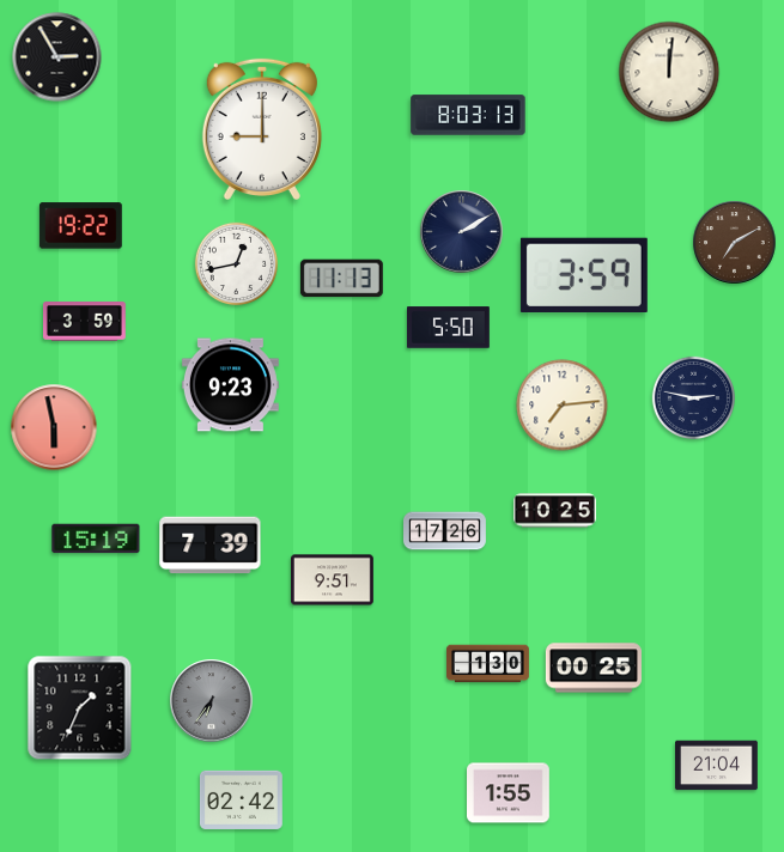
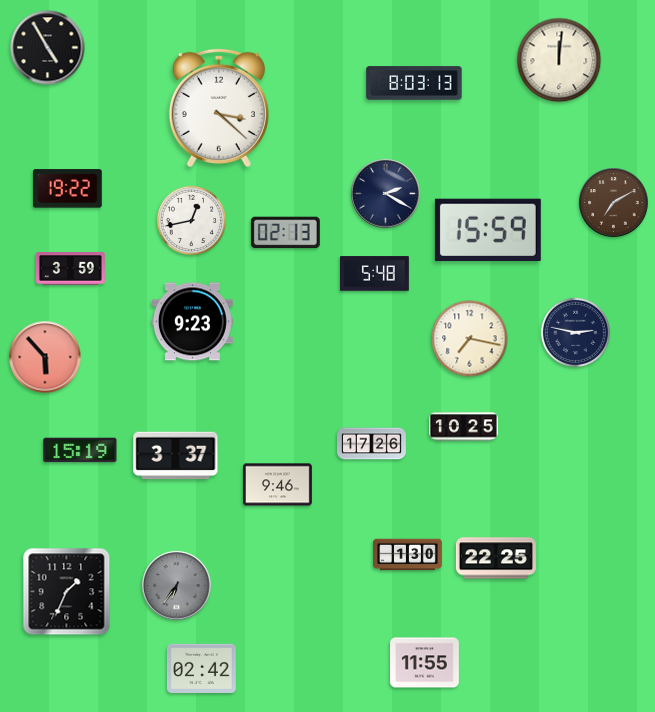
clock at (57, 57): 2:55 -> 4:55
clock at (468, 115) position: (468, 115) -> (414, 83)
clock at (262, 128): 9:00 -> 3:22
clock at (462, 232): 2:10 -> 2:20
clock at (236, 263) position: (236, 263) -> (191, 220)
clock at (584, 275): 3:59 -> 15:59
clock at (341, 279): 11:13 -> 02:13
clock at (449, 328): 5:50 -> 5:48
clock at (693, 397) position: (693, 397) -> (575, 332)
clock at (563, 406): 7:14 -> 7:17
clock at (54, 427): 5:58 -> 5:53
clock at (211, 546): 7:39 -> 3:37
clock at (333, 580): 9:51 -> 9:46
clock at (594, 668): 00:25 -> 22:25
clock at (717, 766): 21:04 -> none
clock at (509, 793): 1:55 -> 11:55
